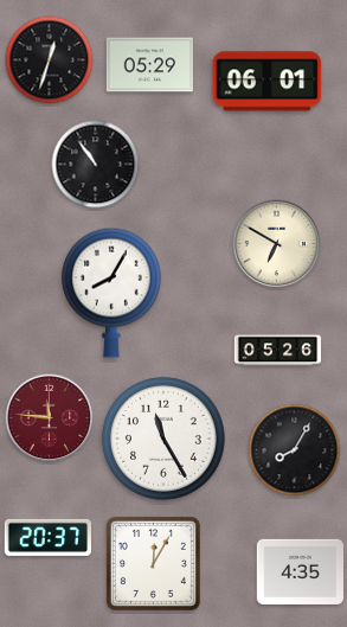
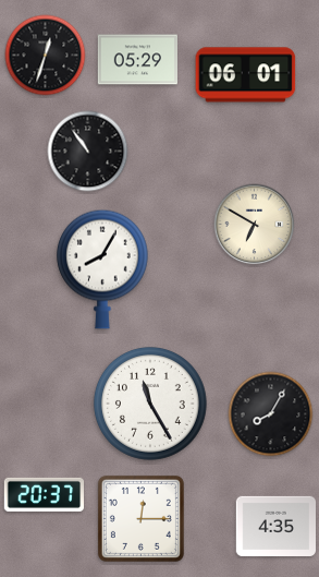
clock at (278, 351): 05:26 -> none
clock at (50, 418): 11:46 -> none
clock at (153, 563): 12:05 -> 12:15
